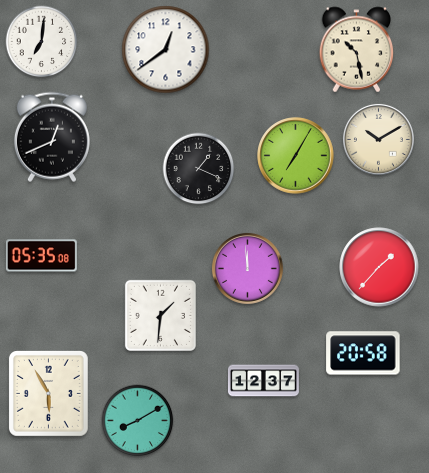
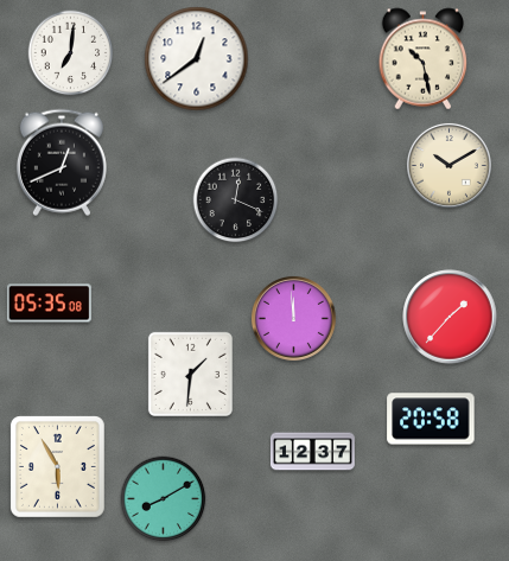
clock at (42, 42) position: (42, 42) -> (71, 53)
clock at (296, 156): 7:05 -> none
clock at (199, 169): 1:19 -> 12:19
